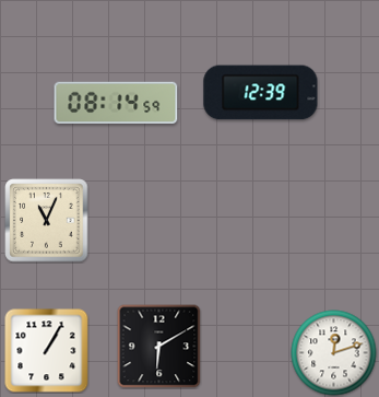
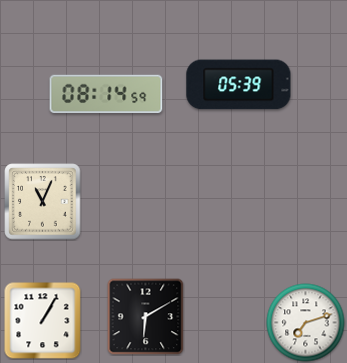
clock at (261, 93): 12:39 -> 05:39
clock at (334, 353): 12:12 -> 7:12
